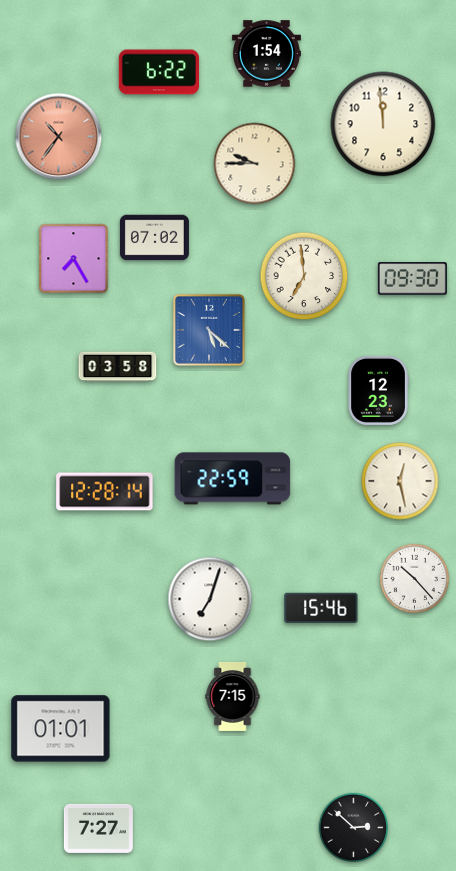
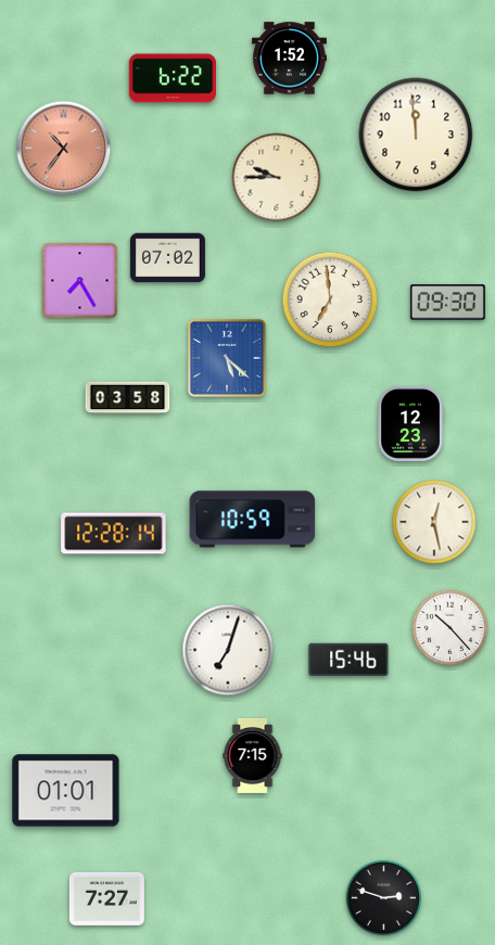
clock at (266, 54): 1:54 -> 1:52
clock at (233, 479): 22:59 -> 10:59
clock at (354, 828): 2:52 -> 2:48
